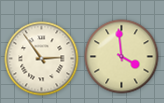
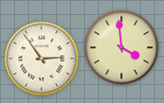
clock at (122, 57) position: (122, 57) -> (122, 48)
